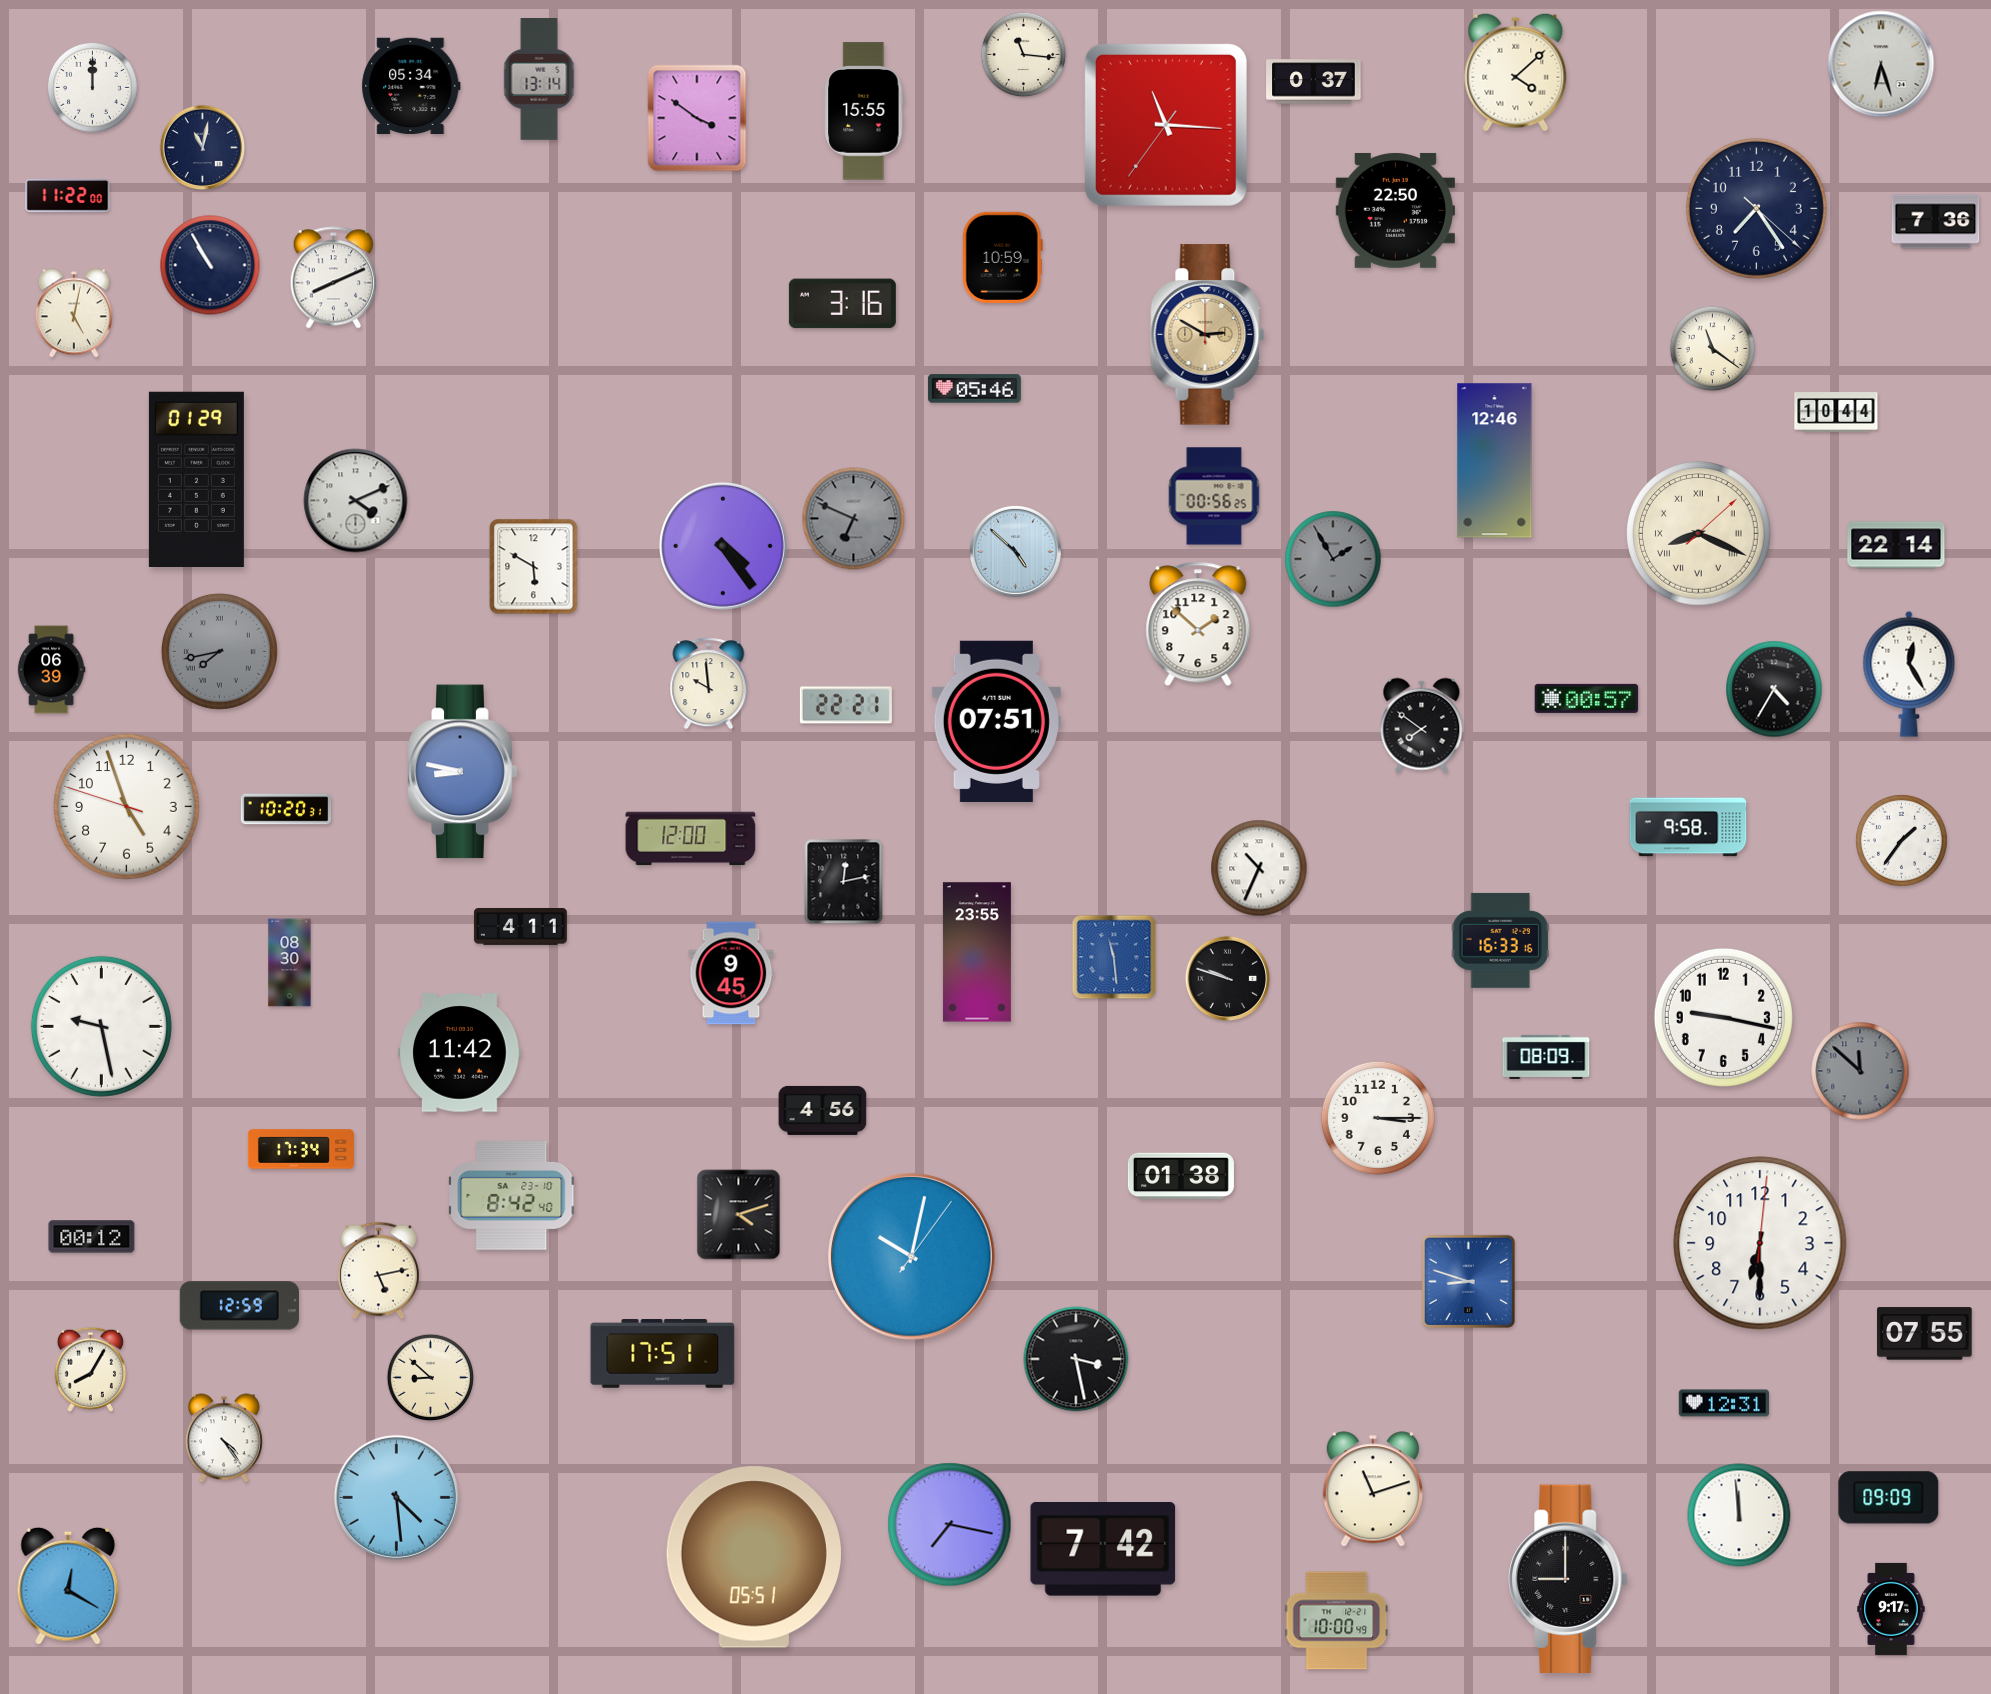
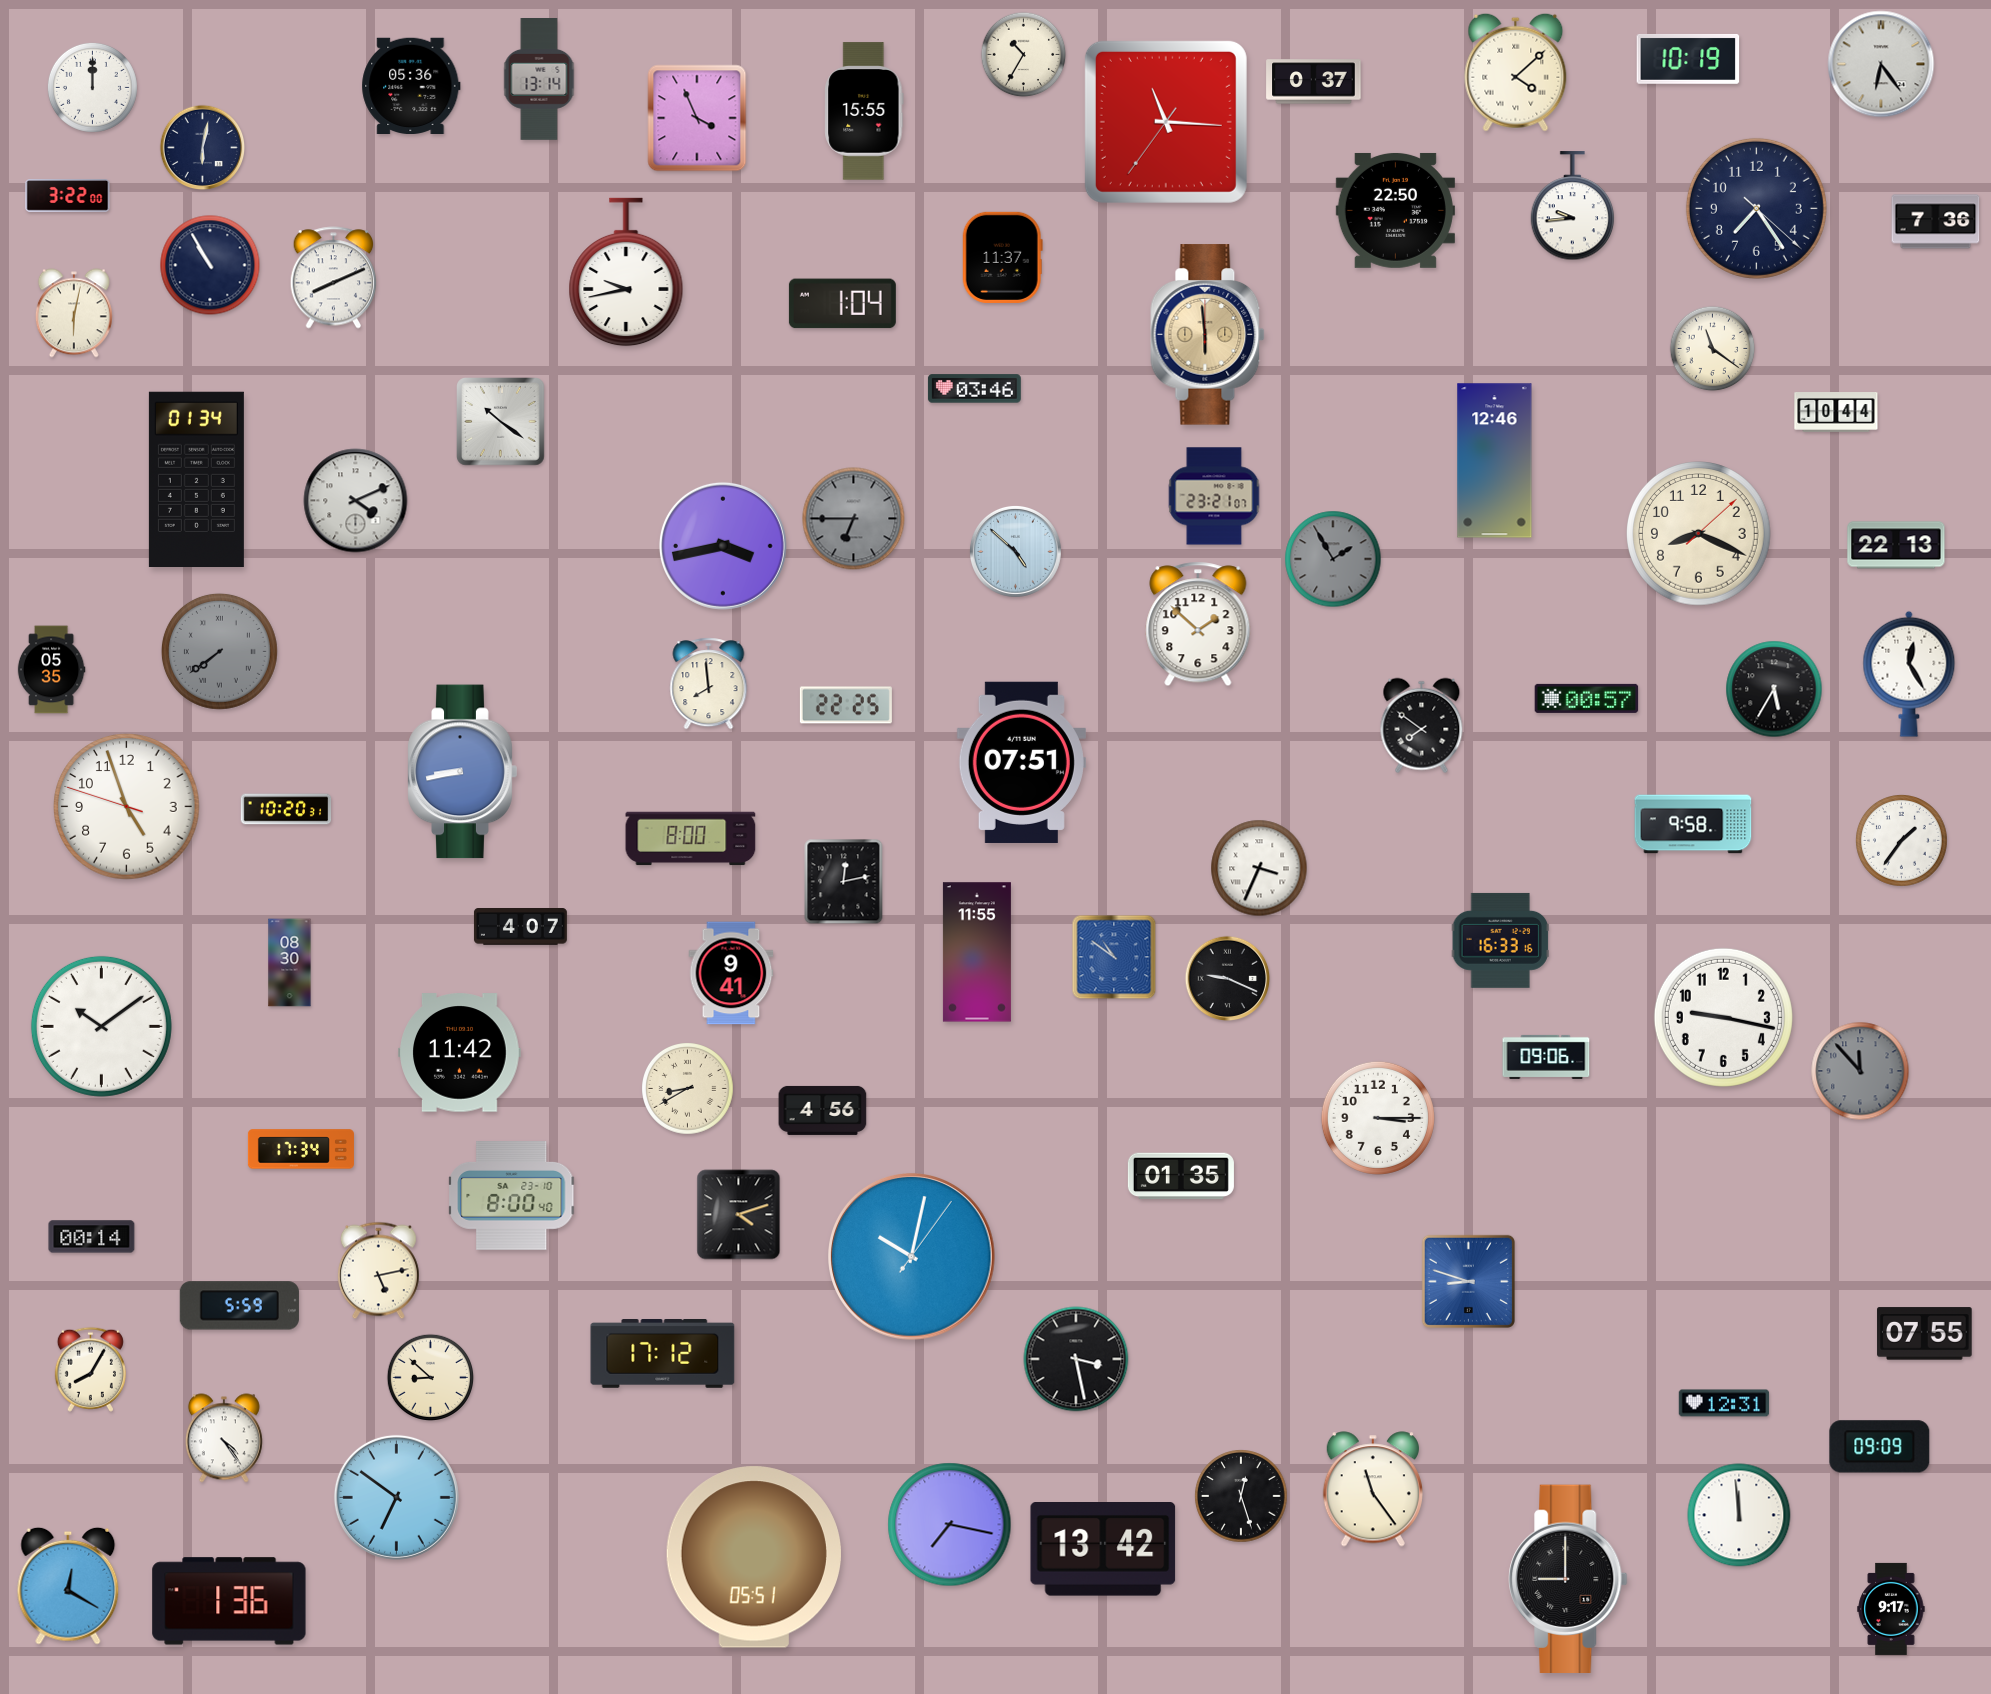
clock at (1024, 55): 11:16 -> 10:35
clock at (1688, 59): none -> 10:19
clock at (1881, 64): 6:27 -> 6:24
clock at (411, 85): 05:34 -> 05:36
clock at (697, 118): 3:51 -> 3:56
clock at (1166, 125) position: (1166, 125) -> (1166, 122)
clock at (203, 148): 11:02 -> 6:02
clock at (68, 196): 11:22 -> 3:22
clock at (1573, 206): none -> 9:44
clock at (1002, 257): 10:59 -> 11:37
clock at (626, 272): none -> 9:43
clock at (842, 304): 3:16 -> 1:04
clock at (74, 313): 5:02 -> 6:02
clock at (1208, 335): 2:50 -> 5:59
clock at (974, 389): 05:46 -> 03:46
clock at (501, 422): none -> 10:21
clock at (196, 479): 01:29 -> 01:34
clock at (1214, 496): 00:56 -> 23:21
clock at (854, 519): 6:49 -> 6:45
clock at (1699, 534) numerals: Roman -> Arabic
clock at (1896, 545): 22:14 -> 22:13
clock at (723, 546): 4:24 -> 3:43
clock at (534, 567): 5:50 -> none
clock at (219, 651): 7:43 -> 7:39
clock at (51, 670): 06:39 -> 05:35
clock at (709, 684): 9:59 -> 7:59
clock at (1774, 689): 4:35 -> 5:35
clock at (846, 705): 22:21 -> 22:25
clock at (996, 721) position: (996, 721) -> (1021, 762)
clock at (463, 772): 8:47 -> 8:43
clock at (1688, 827) position: (1688, 827) -> (1693, 824)
clock at (691, 839): 12:00 -> 8:00
clock at (1259, 868): 10:34 -> 3:34
clock at (520, 927): 4:11 -> 4:07
clock at (977, 952): 23:55 -> 11:55
clock at (1114, 957): 11:29 -> 10:51
clock at (731, 973): 9:45 -> 9:41
clock at (1228, 979): 9:48 -> 9:19
clock at (101, 1026): 9:28 -> 10:09
clock at (1546, 1057): 08:09 -> 09:06
clock at (1860, 1071): 11:52 -> 11:53
clock at (688, 1089): none -> 8:40
clock at (1181, 1176): 01:38 -> 01:35
clock at (512, 1196): 8:42 -> 8:00
clock at (92, 1237): 00:12 -> 00:14
clock at (1760, 1243): 6:30 -> none
clock at (239, 1306): 12:59 -> 5:59
clock at (663, 1354): 17:51 -> 17:12
clock at (1373, 1489): 11:12 -> 11:24
clock at (1241, 1496): none -> 12:27
clock at (396, 1497): 4:29 -> 6:51
clock at (1889, 1498) position: (1889, 1498) -> (1880, 1447)
clock at (1103, 1550): 7:42 -> 13:42
clock at (229, 1601): none -> 1:36
clock at (1337, 1621): 10:00 -> none
